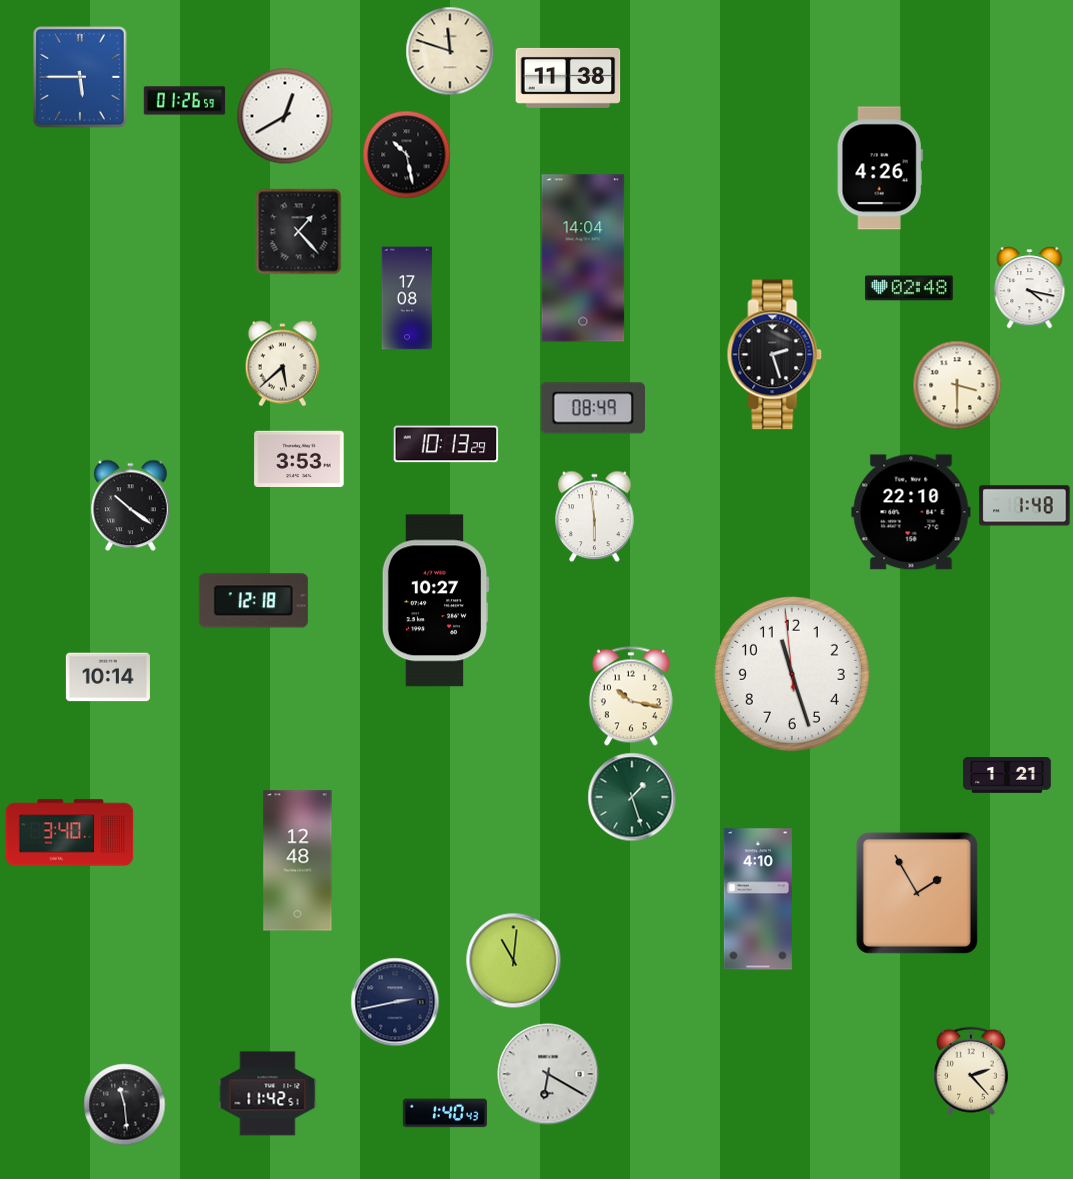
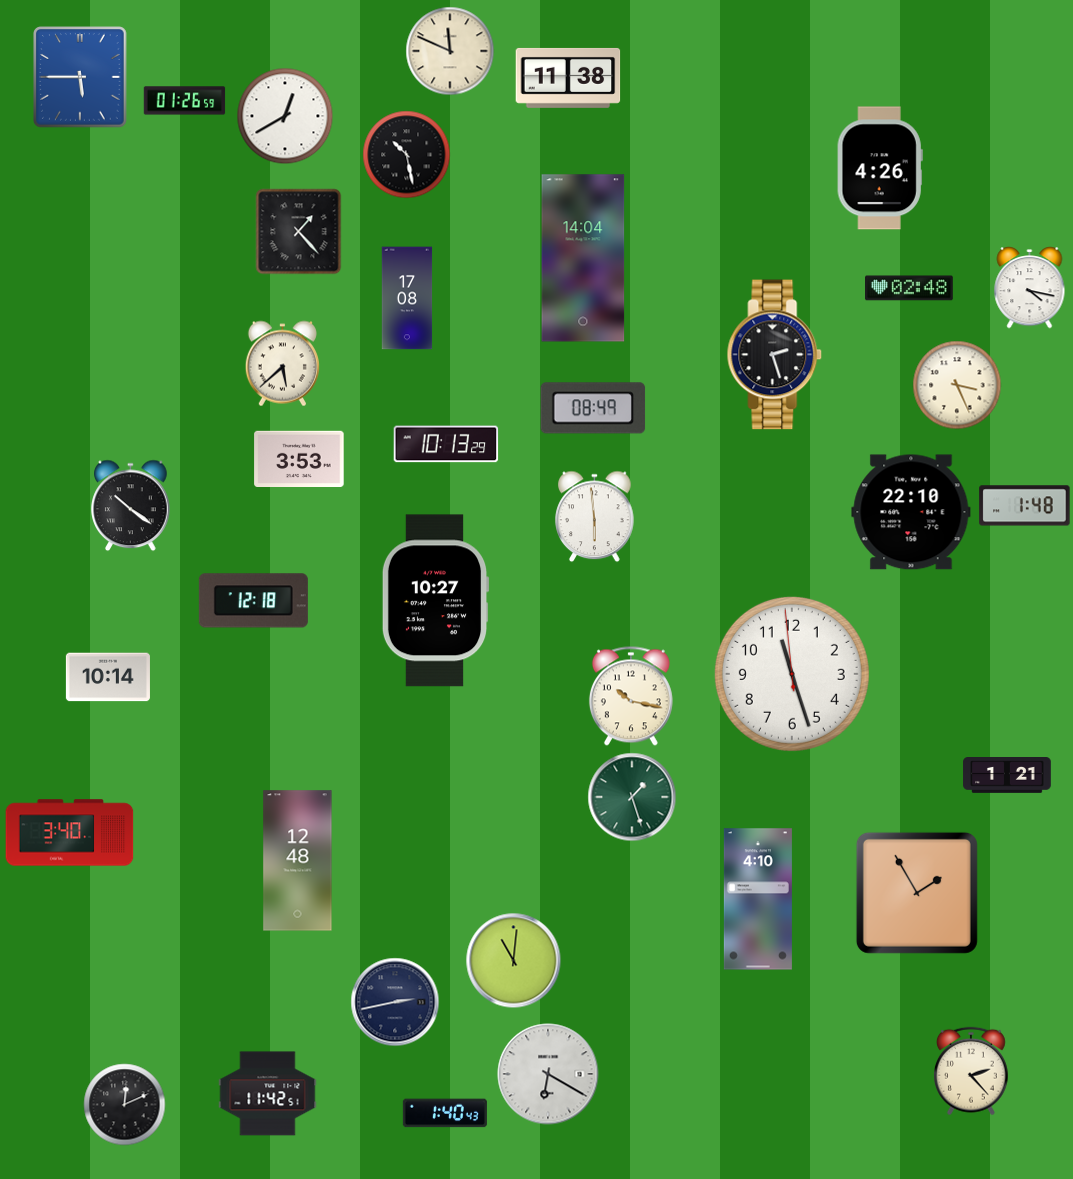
clock at (450, 51): 11:48 -> 11:49
clock at (957, 385): 3:30 -> 3:26
clock at (125, 1105): 11:29 -> 12:11
